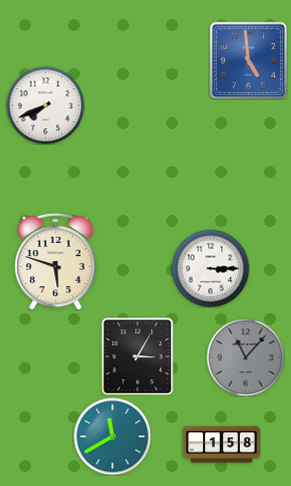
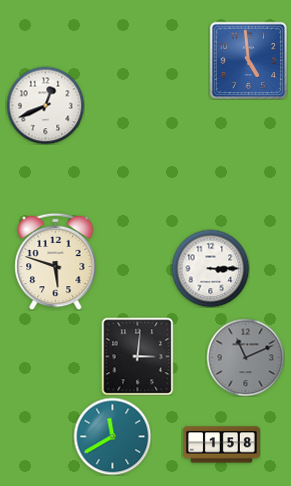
clock at (45, 105): 7:41 -> 12:41
clock at (138, 356): 3:05 -> 3:01
clock at (245, 357): 11:07 -> 11:11
